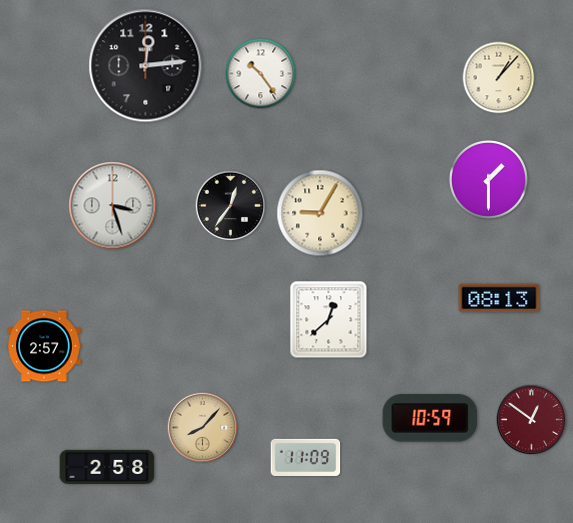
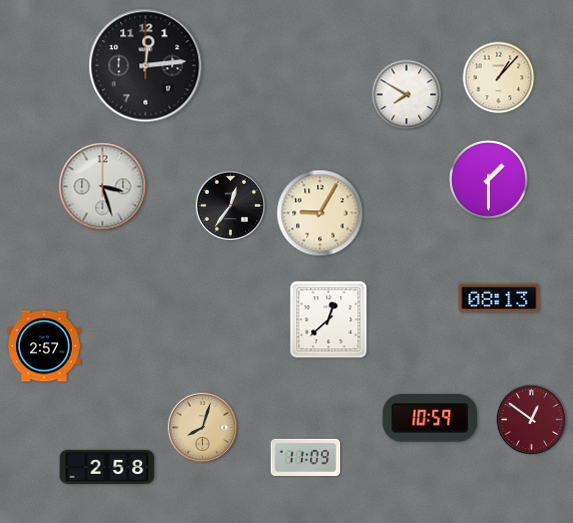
clock at (261, 74): 10:24 -> none
clock at (407, 95): none -> 7:50
clock at (113, 206) position: (113, 206) -> (103, 187)
clock at (203, 428): 8:07 -> 8:03
